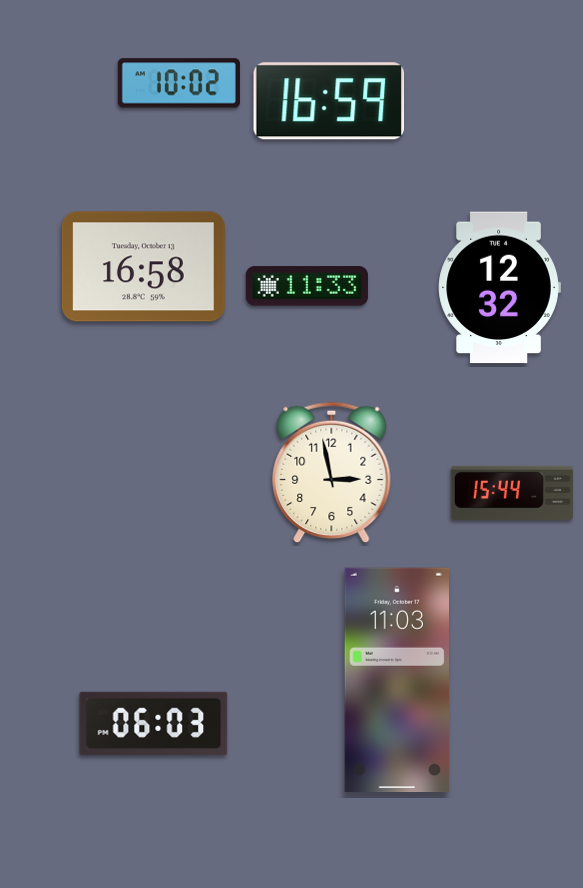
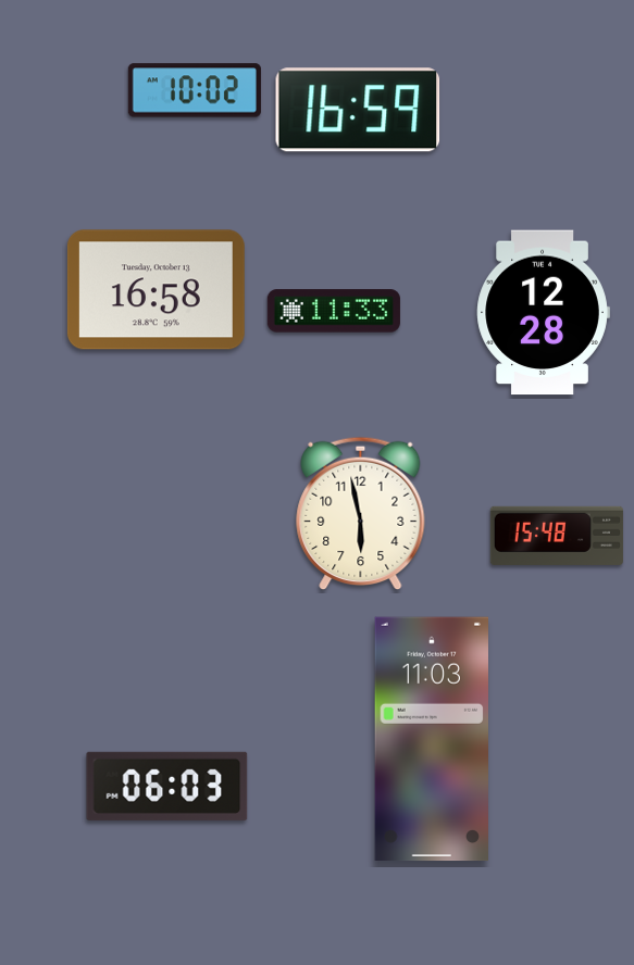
clock at (499, 288): 12:32 -> 12:28
clock at (332, 473): 2:58 -> 5:58
clock at (512, 493): 15:44 -> 15:48
